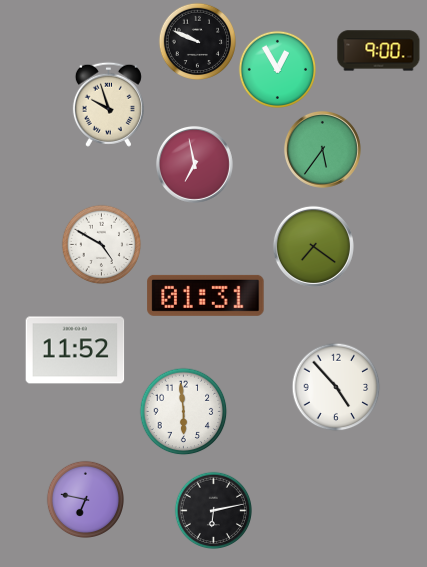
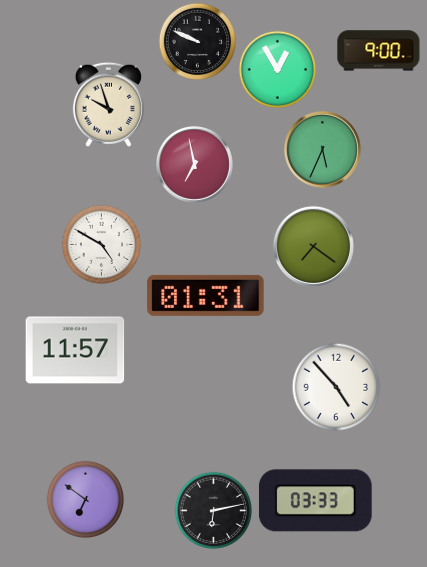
clock at (322, 149): 5:36 -> 5:34
clock at (75, 350): 11:52 -> 11:57
clock at (183, 411): 5:59 -> none
clock at (85, 499): 6:47 -> 6:51
clock at (315, 501): none -> 03:33
